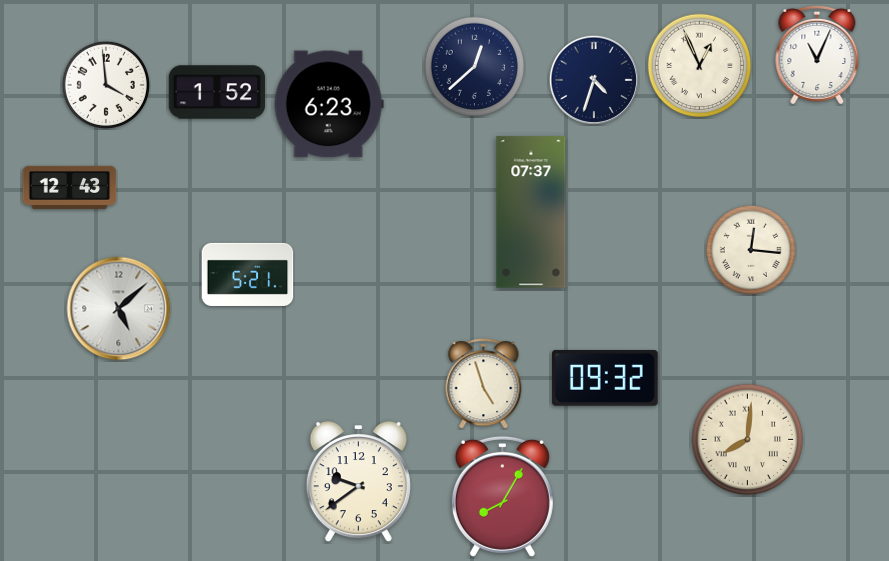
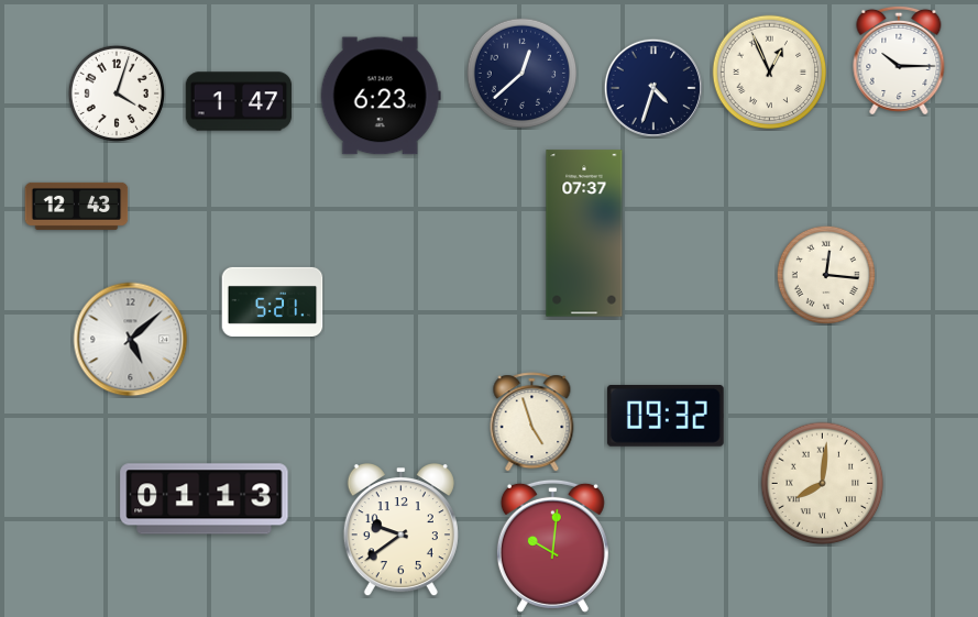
clock at (817, 55): 11:04 -> 10:15
clock at (106, 85): 3:59 -> 4:03
clock at (217, 92): 1:52 -> 1:47
clock at (329, 104) position: (329, 104) -> (381, 96)
clock at (205, 499): none -> 01:13
clock at (358, 483) position: (358, 483) -> (400, 531)
clock at (502, 496): 8:05 -> 10:01
